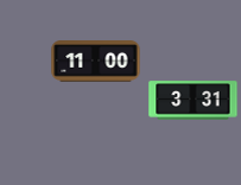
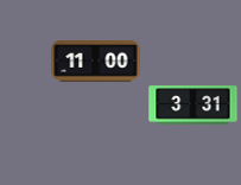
clock at (194, 101) position: (194, 101) -> (194, 106)
